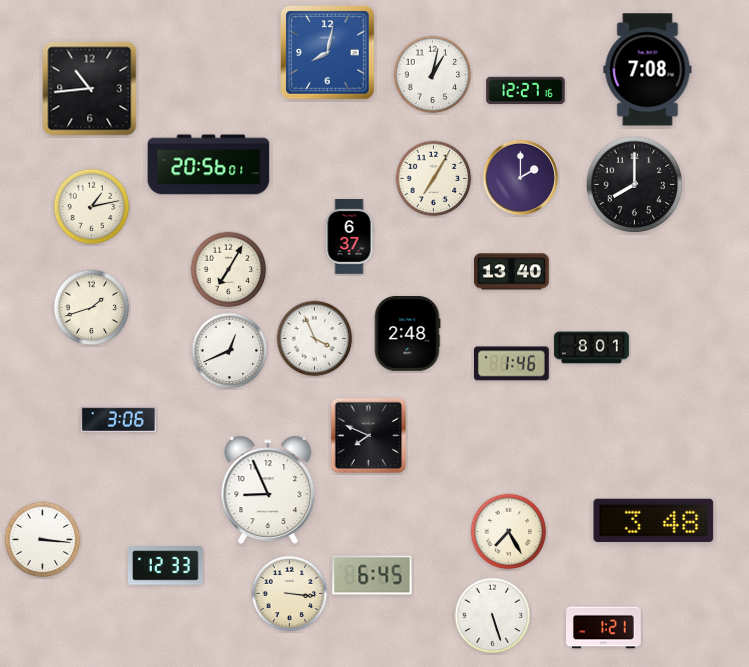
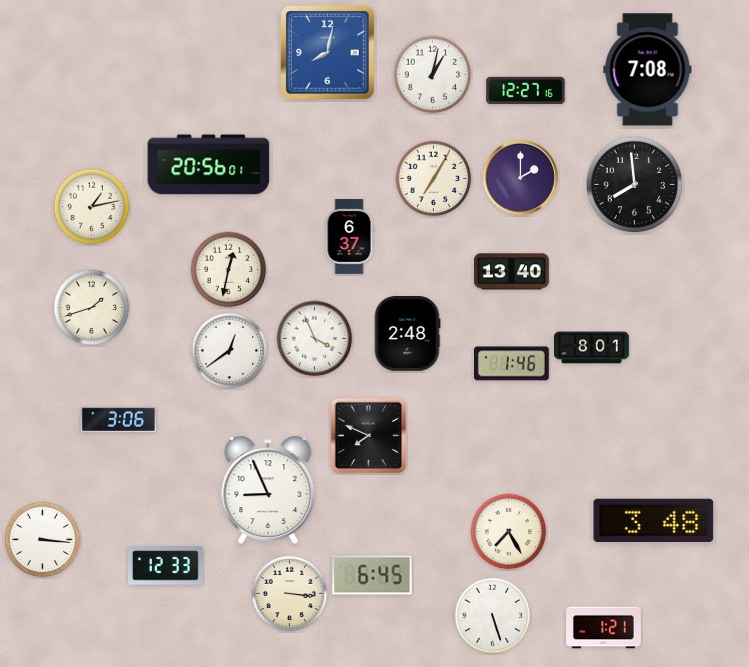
clock at (90, 89): 10:44 -> none
clock at (635, 185): 8:00 -> 7:59
clock at (229, 270): 7:05 -> 12:32
clock at (230, 351): 12:41 -> 12:39
